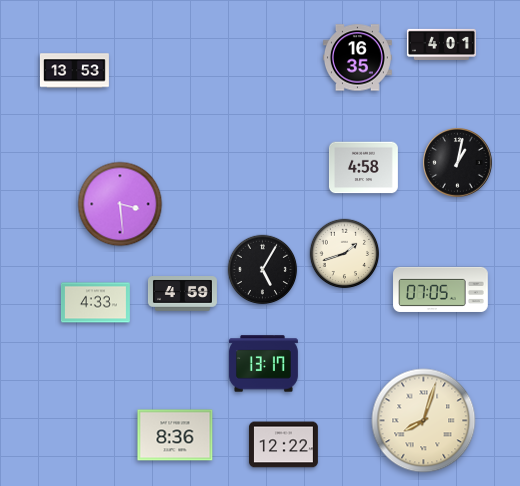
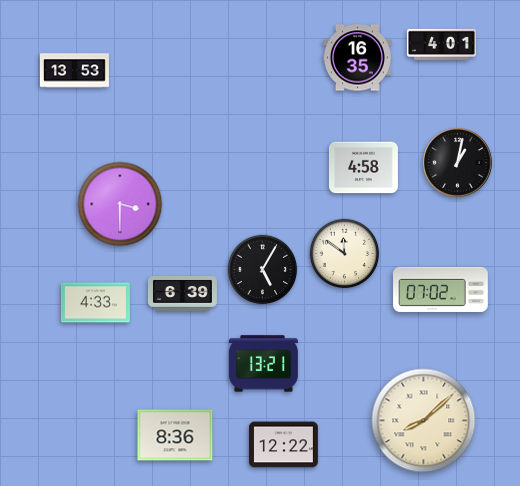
clock at (120, 204): 3:29 -> 3:30
clock at (345, 254): 1:42 -> 11:51
clock at (441, 289): 07:05 -> 07:02
clock at (182, 294): 4:59 -> 6:39
clock at (263, 364): 13:17 -> 13:21
clock at (424, 421): 8:03 -> 8:08
